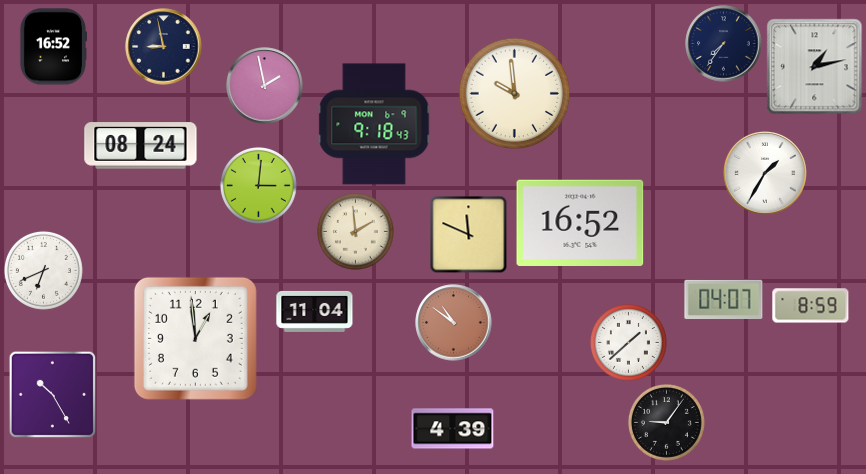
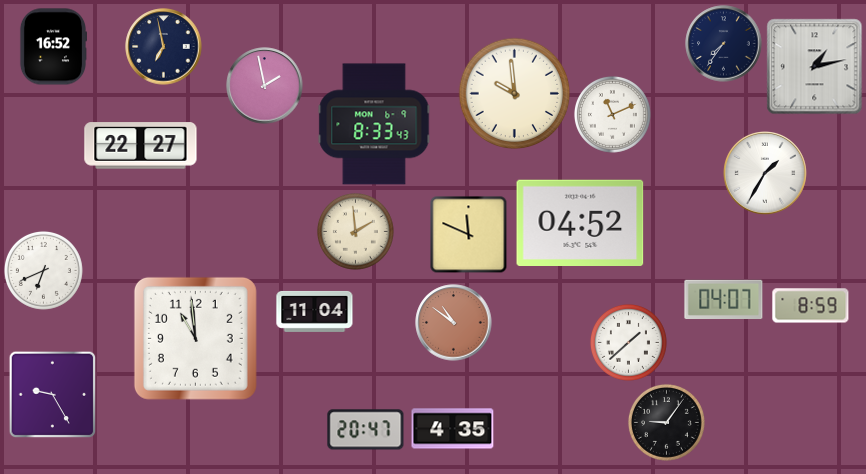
clock at (164, 47): 8:58 -> 6:58
clock at (612, 114): none -> 11:11
clock at (374, 124): 9:18 -> 8:33
clock at (141, 146): 08:24 -> 22:27
clock at (258, 185): 3:01 -> none
clock at (580, 222): 16:52 -> 04:52
clock at (195, 338): 12:59 -> 10:59
clock at (52, 394): 10:25 -> 9:25
clock at (453, 429): 4:39 -> 4:35
clock at (366, 430): none -> 20:47
